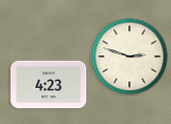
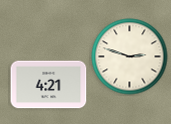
clock at (49, 85): 4:23 -> 4:21
